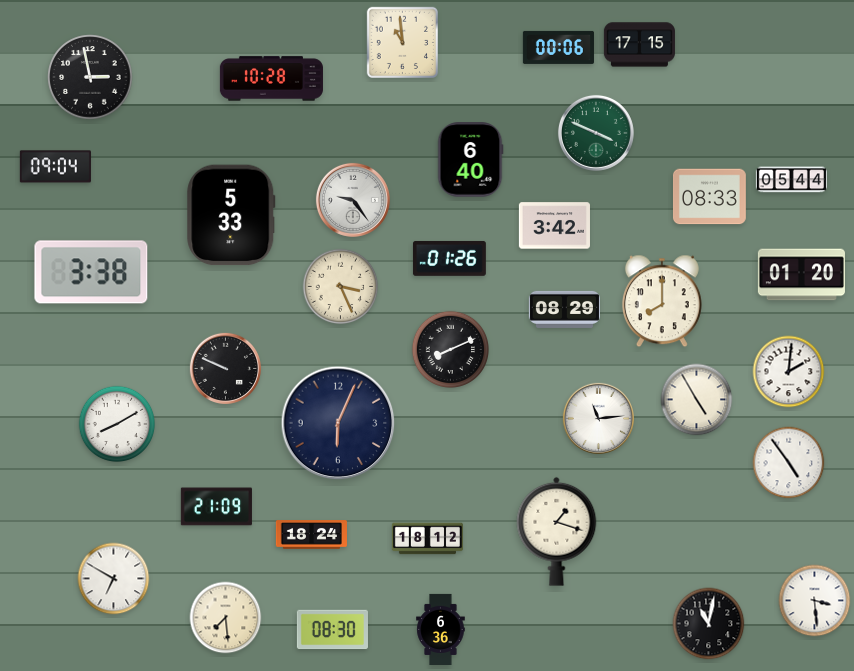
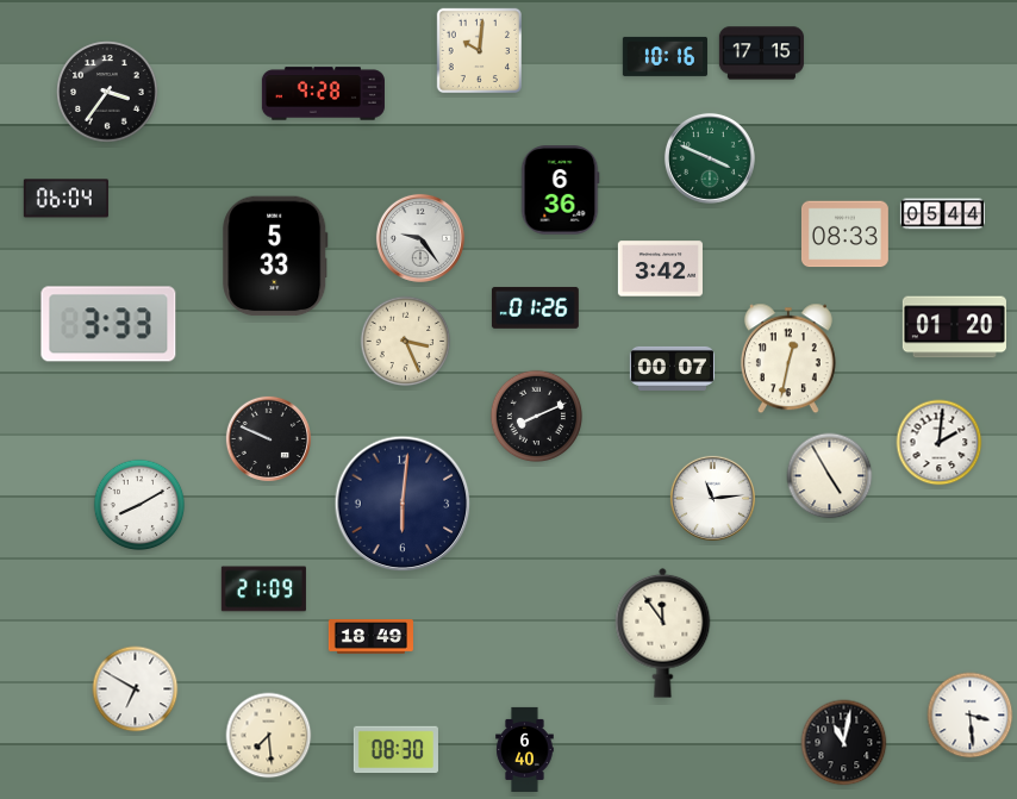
clock at (403, 43): 10:59 -> 10:01
clock at (558, 47): 00:06 -> 10:16
clock at (90, 77): 2:58 -> 3:36
clock at (271, 79): 10:28 -> 9:28
clock at (470, 160): 6:40 -> 6:36
clock at (55, 167): 09:04 -> 06:04
clock at (91, 272): 3:38 -> 3:33
clock at (662, 301): 8:00 -> 12:32
clock at (564, 309): 08:29 -> 00:07
clock at (338, 423): 6:04 -> 6:01
clock at (789, 463): 4:54 -> none
clock at (216, 507) position: (216, 507) -> (263, 589)
clock at (557, 531): 1:18 -> 11:54
clock at (311, 535): 18:24 -> 18:49
clock at (427, 539): 18:12 -> none
clock at (441, 629): 6:36 -> 6:40
